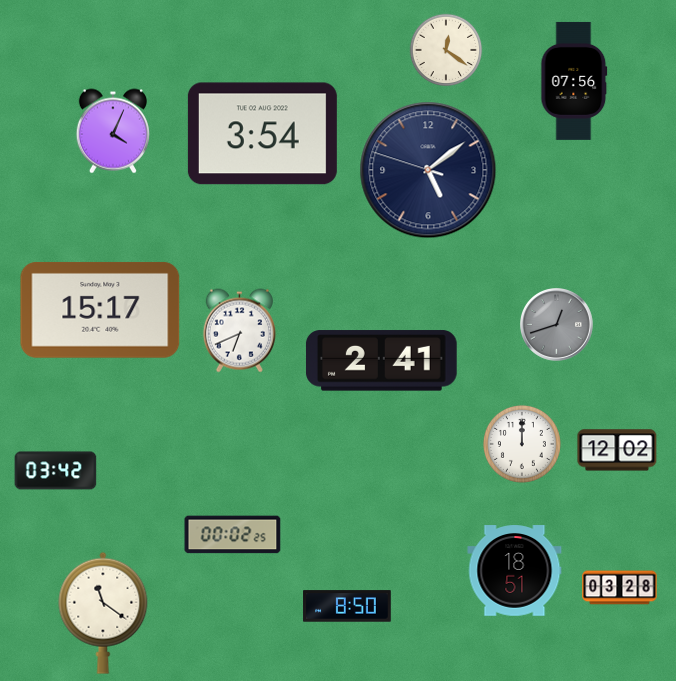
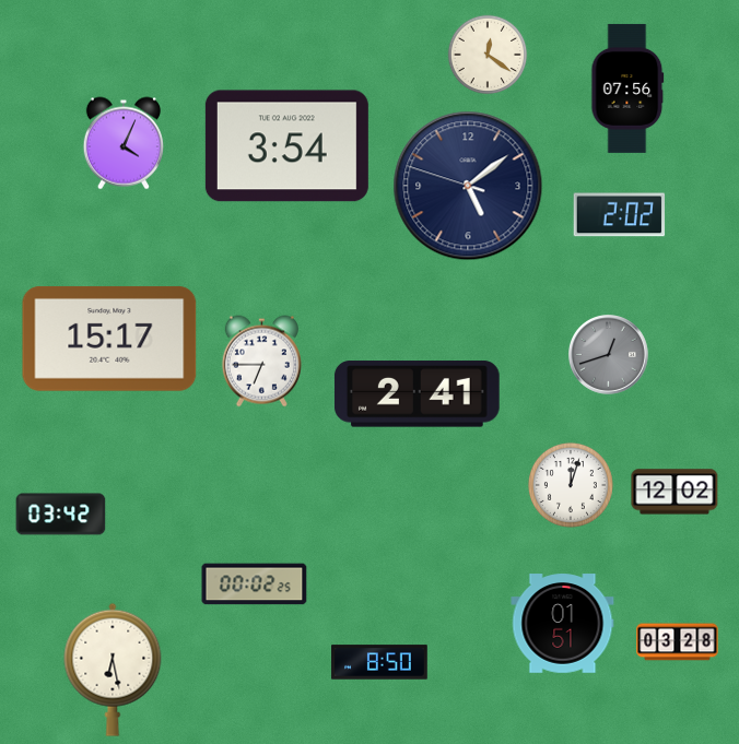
clock at (620, 215): none -> 2:02
clock at (239, 331): 6:41 -> 6:45
clock at (522, 444): 12:00 -> 12:03
clock at (515, 571): 18:51 -> 01:51
clock at (103, 613): 11:21 -> 6:28
